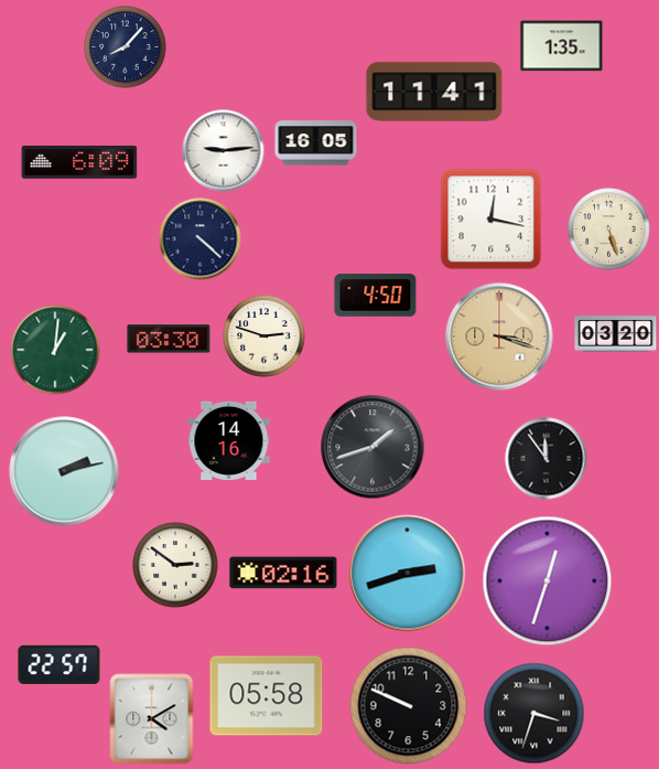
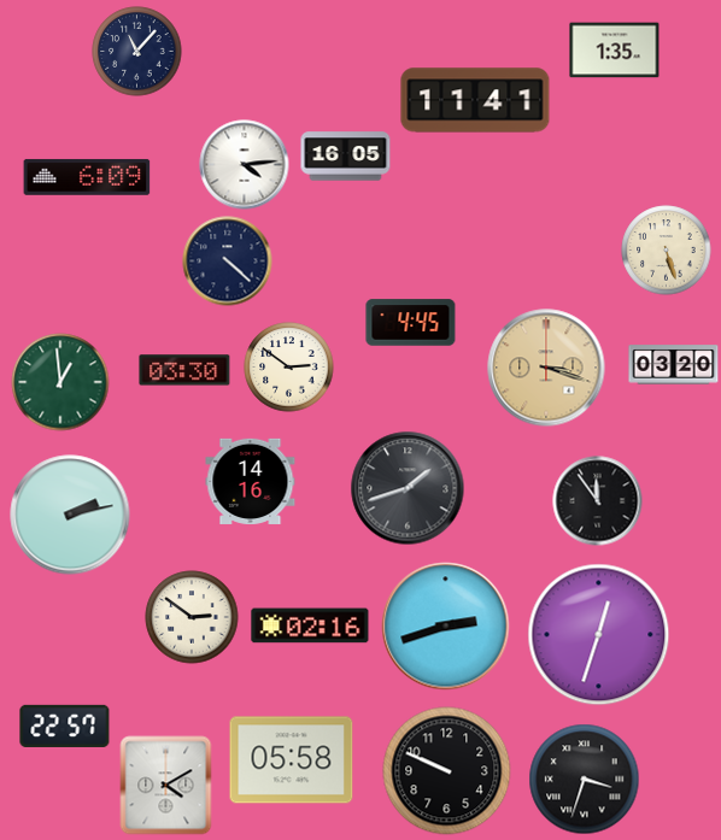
clock at (126, 47): 8:07 -> 11:07
clock at (224, 151): 9:14 -> 4:14
clock at (491, 220): 12:17 -> none
clock at (201, 239) position: (201, 239) -> (228, 262)
clock at (376, 296): 4:50 -> 4:45
clock at (264, 337): 2:48 -> 2:51
clock at (55, 350): 1:01 -> 12:59
